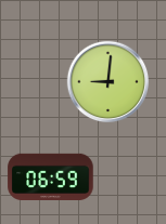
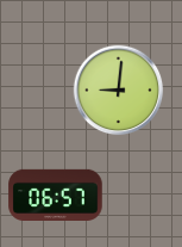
clock at (51, 176): 06:59 -> 06:57
